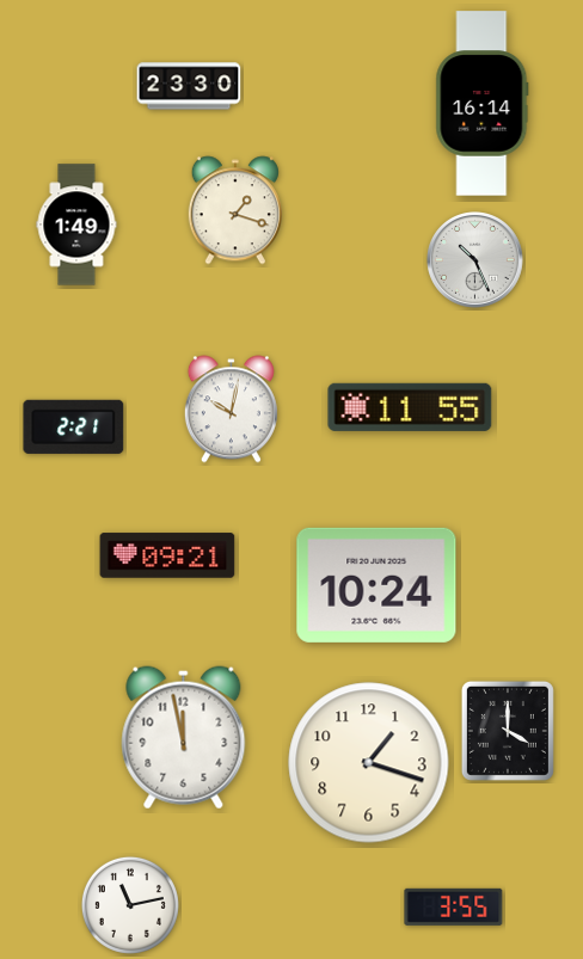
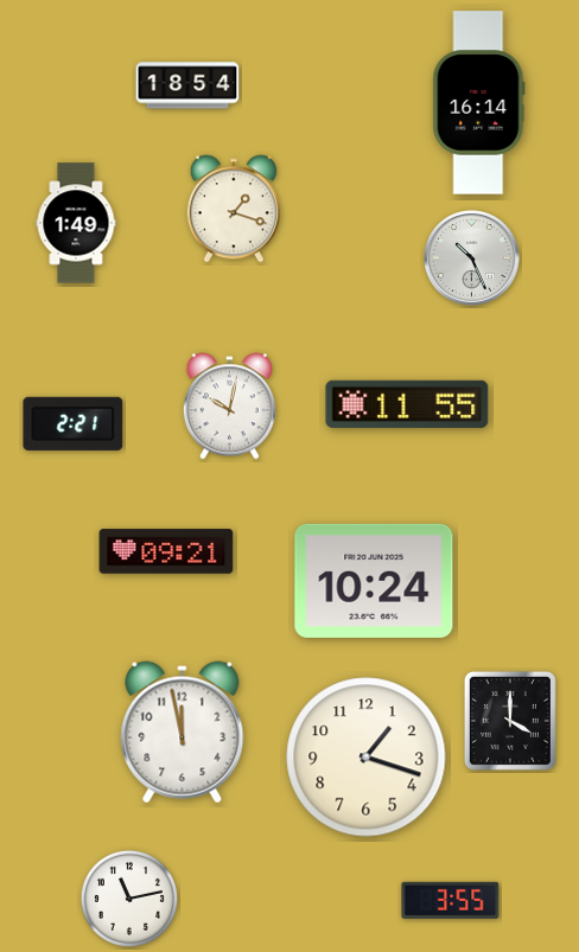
clock at (189, 86): 23:30 -> 18:54
clock at (508, 731) position: (508, 731) -> (510, 721)
